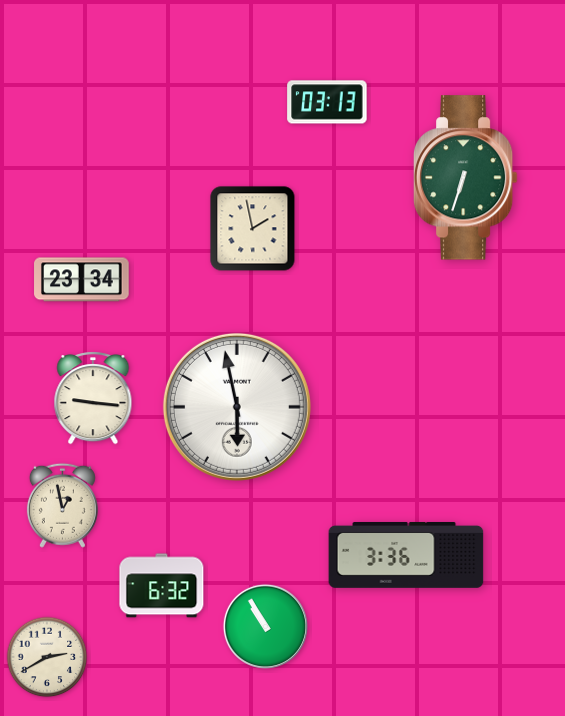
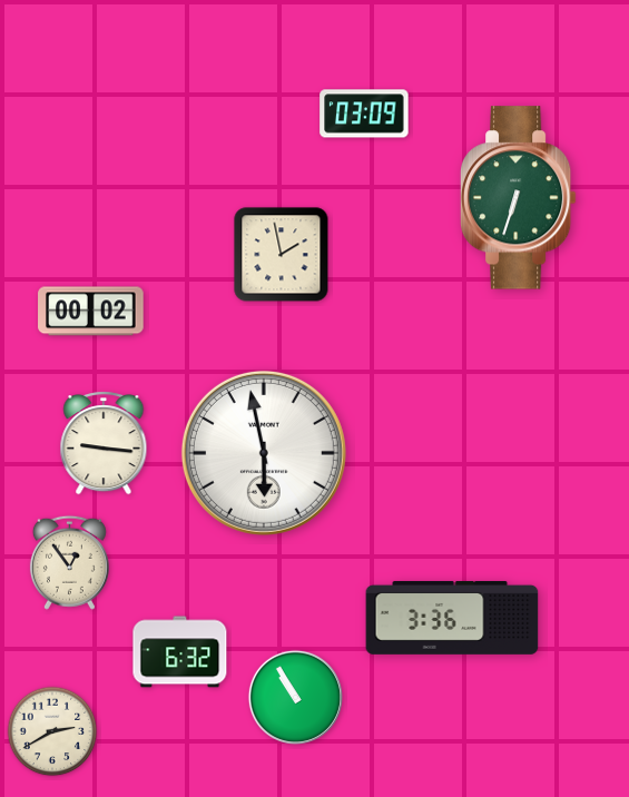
clock at (327, 102): 03:13 -> 03:09
clock at (82, 280): 23:34 -> 00:02
clock at (62, 505): 12:58 -> 12:54
